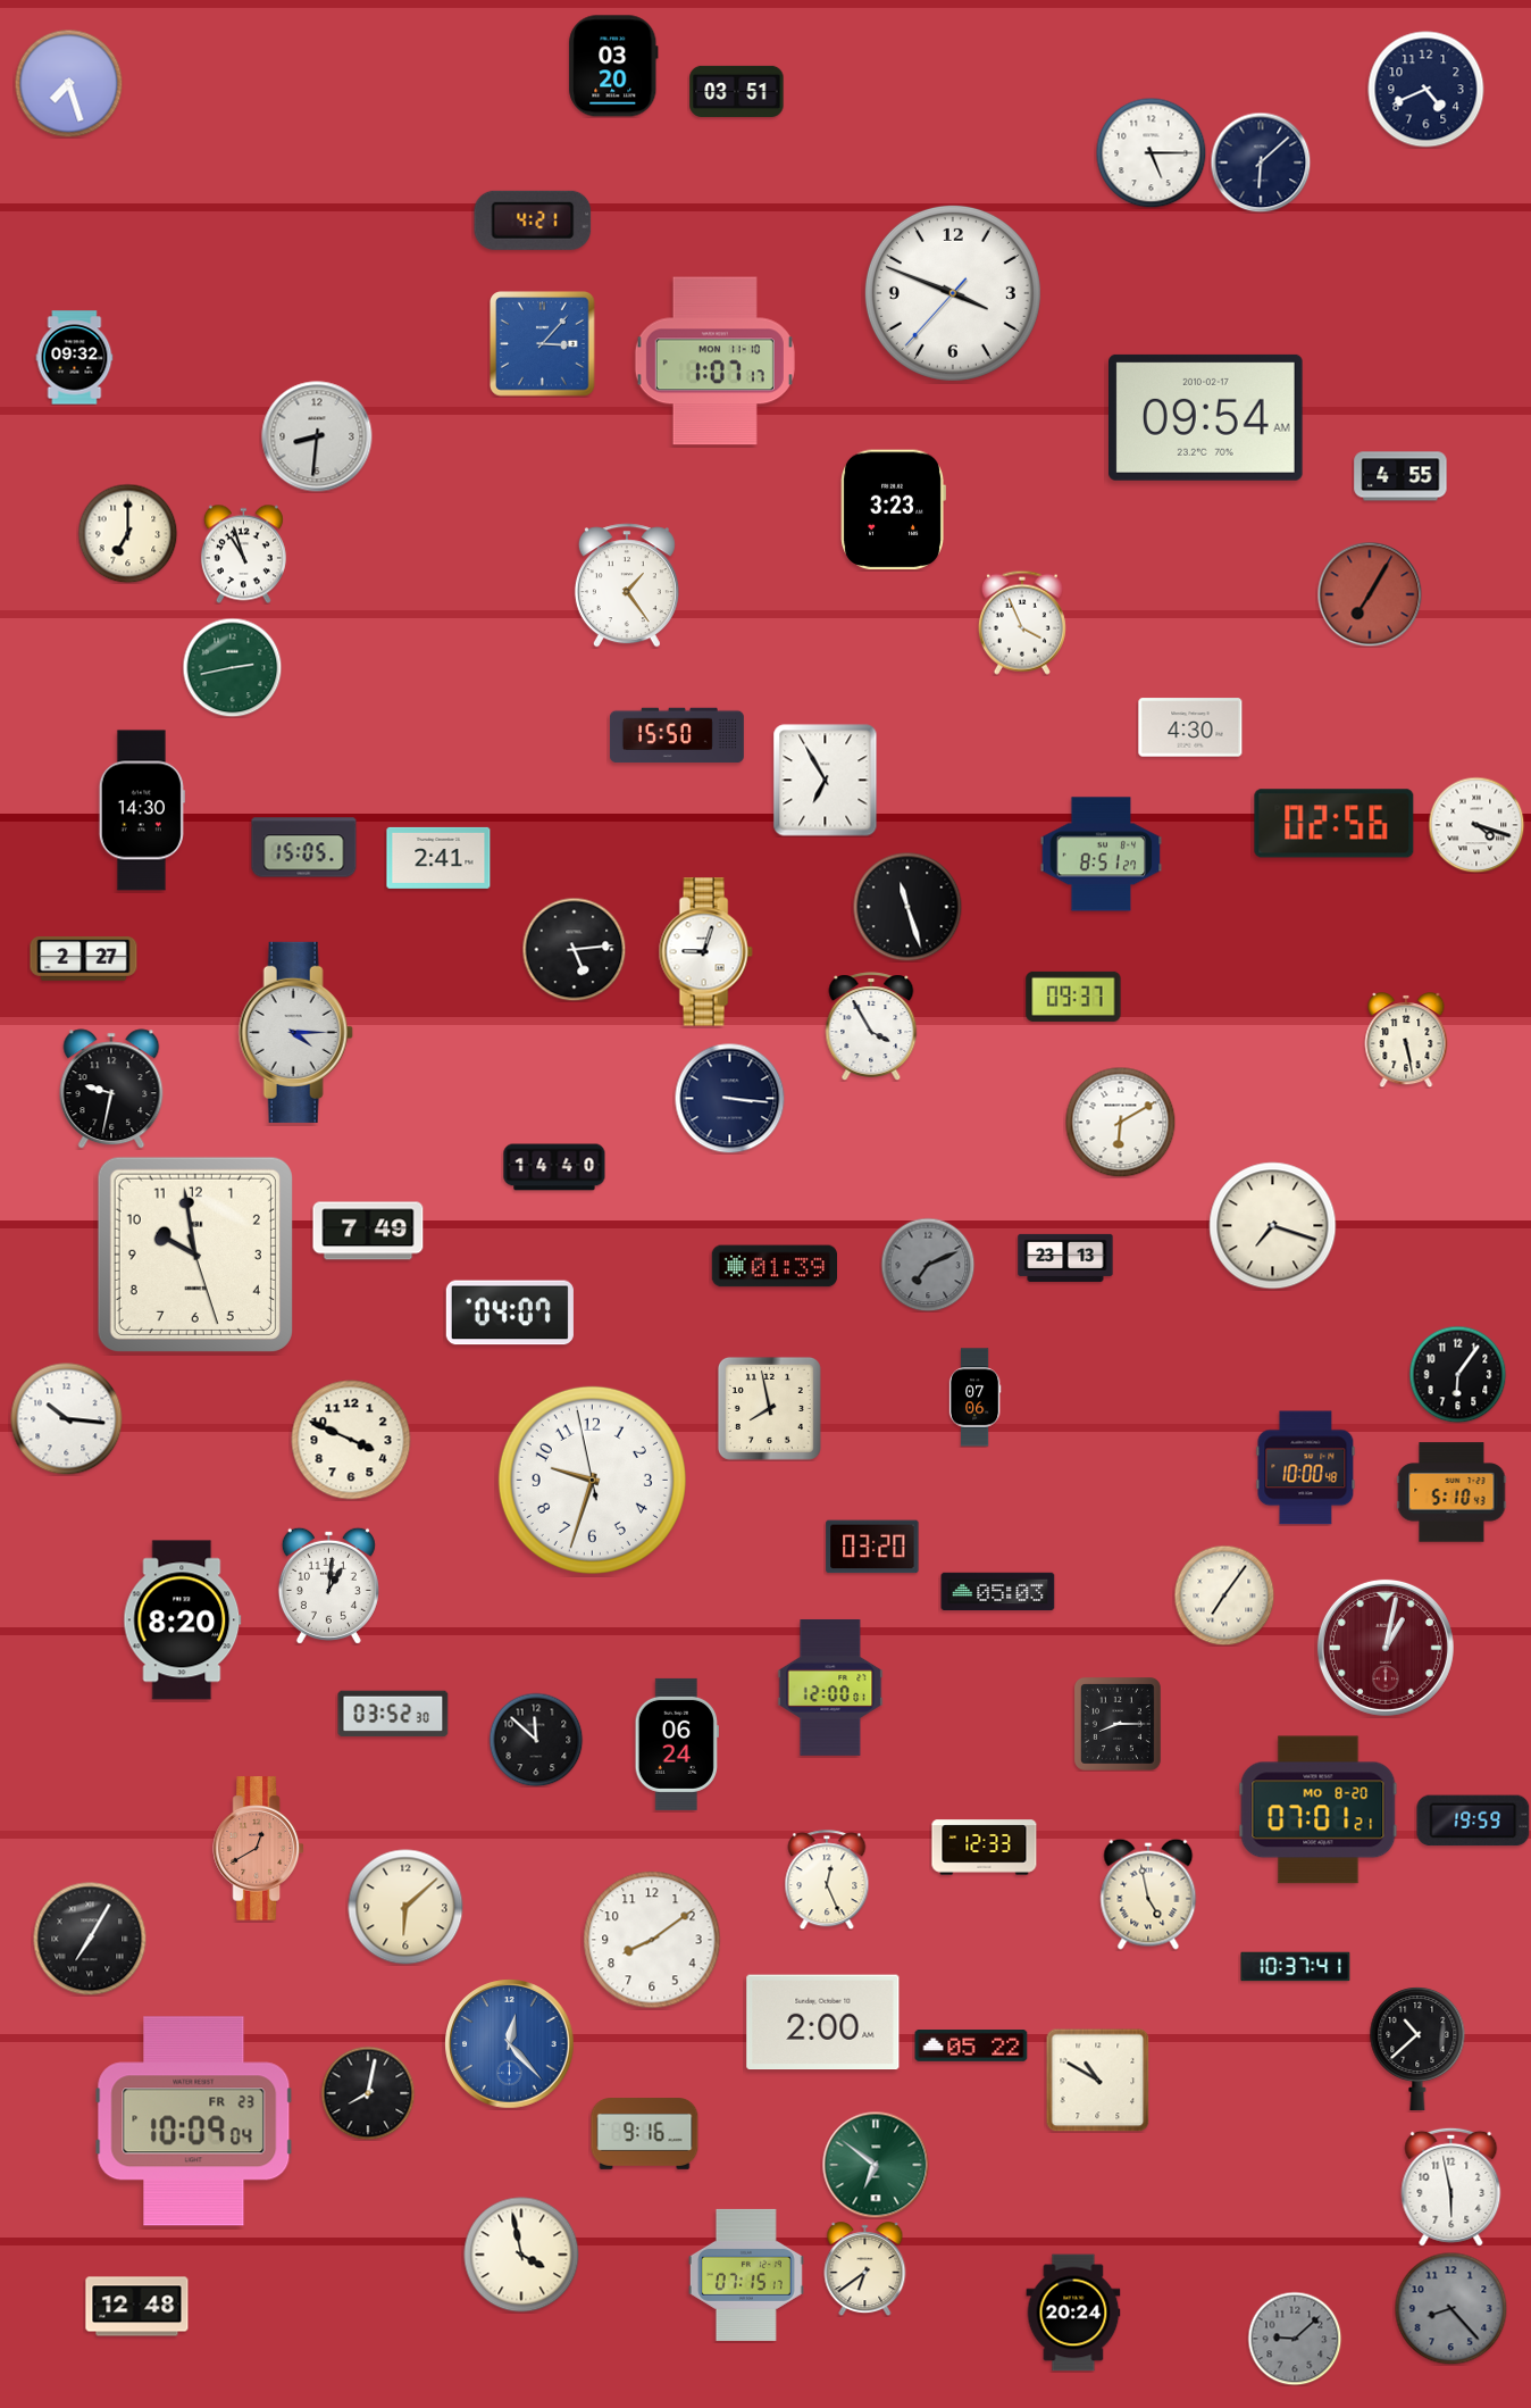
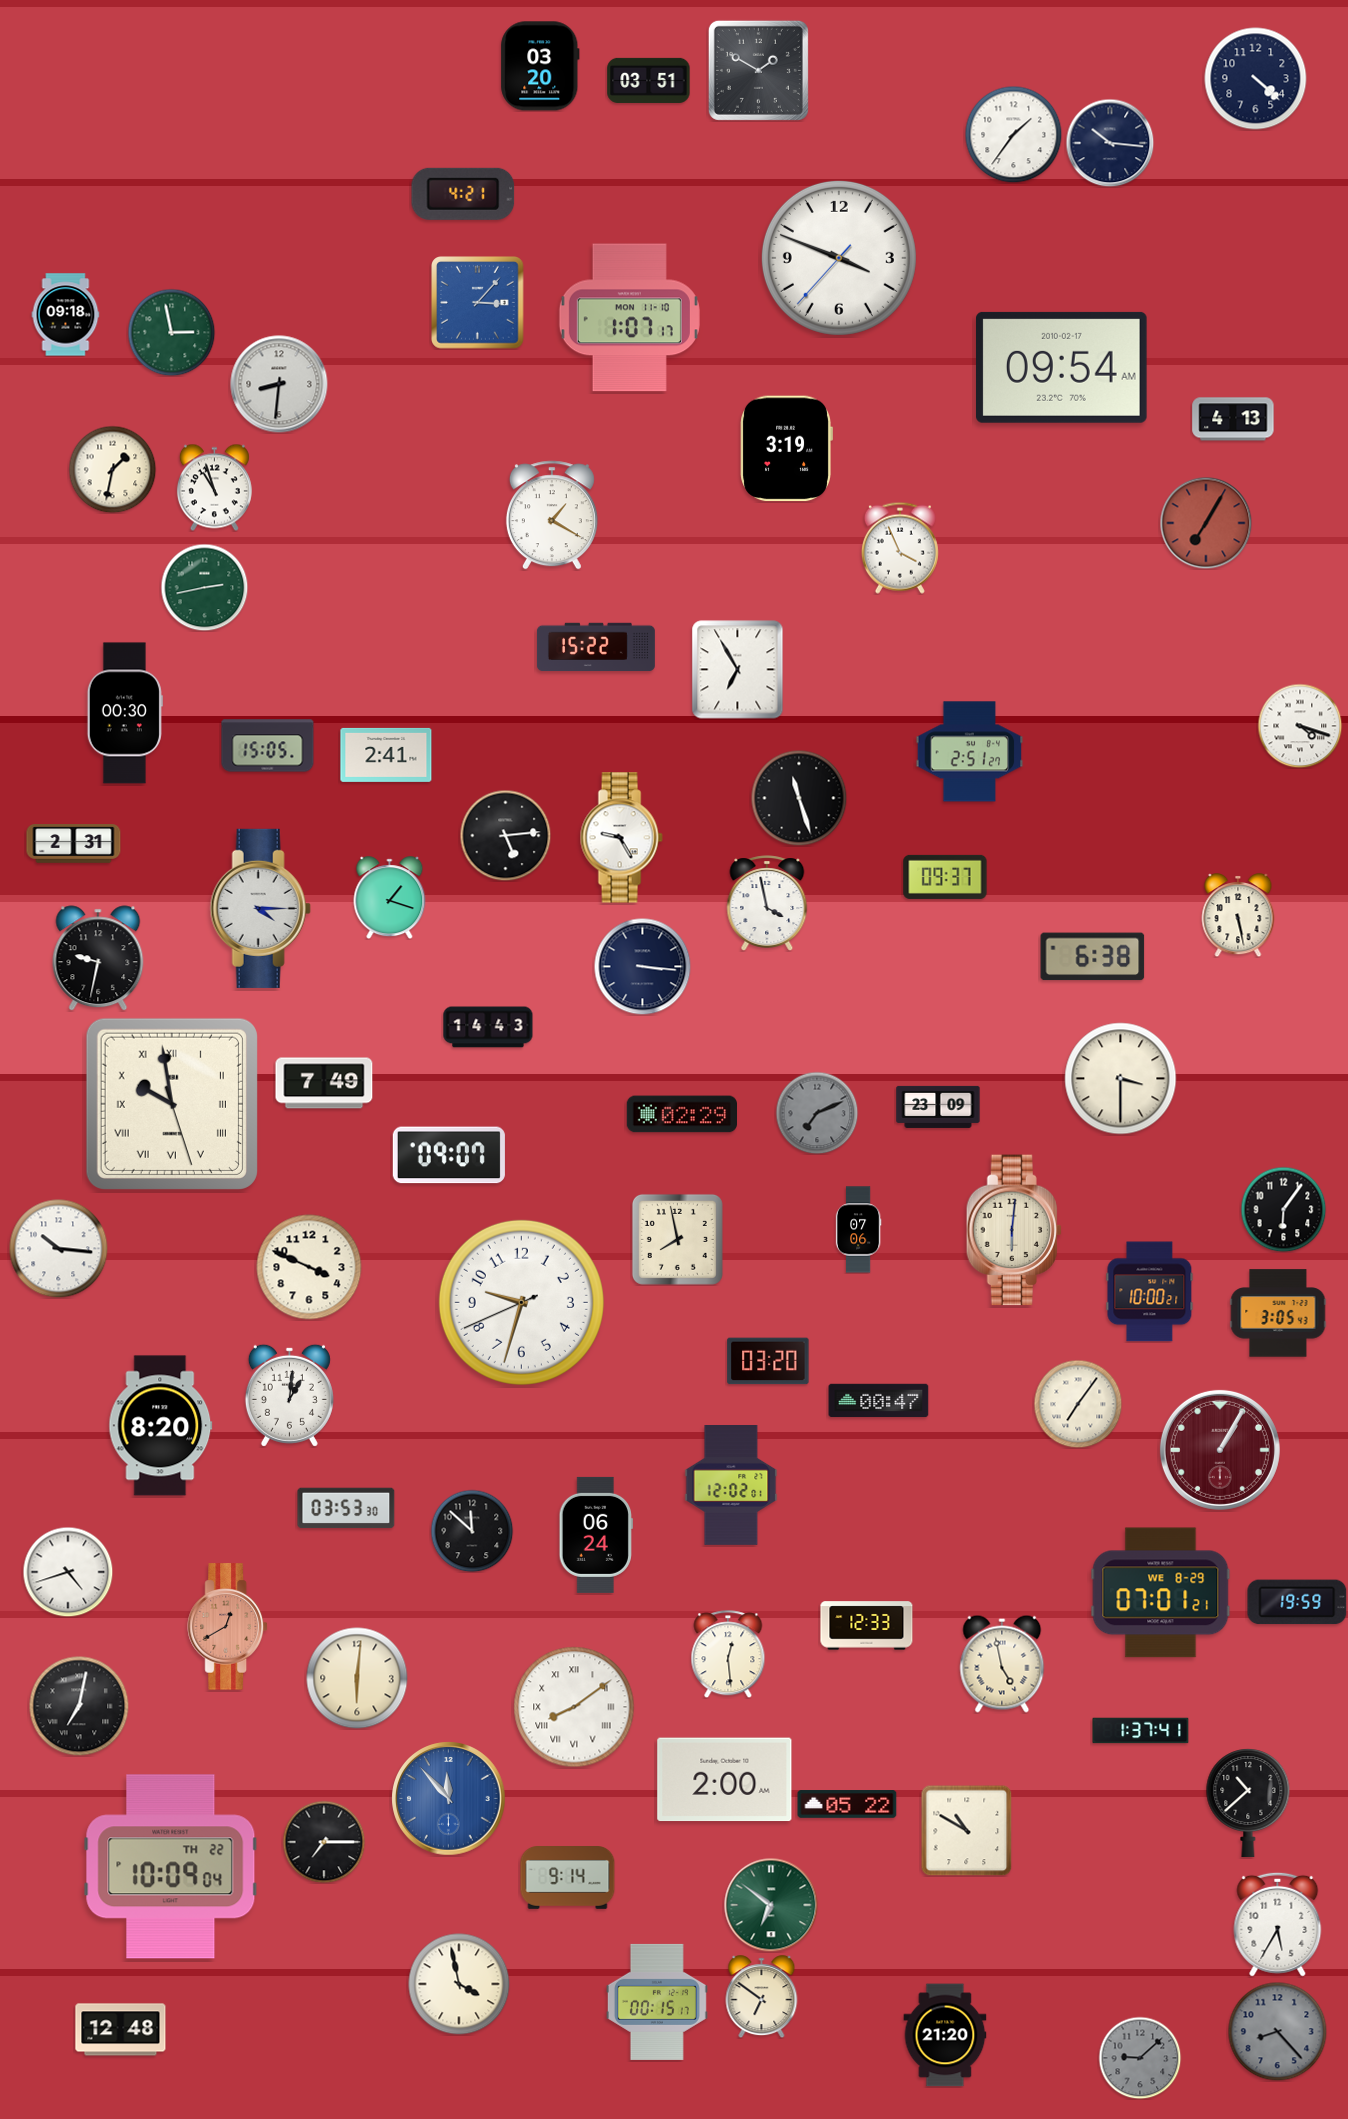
clock at (613, 66) position: (613, 66) -> (540, 66)
clock at (758, 70): none -> 1:50
clock at (68, 83): 7:27 -> none
clock at (1427, 90): 4:41 -> 4:22
clock at (1151, 152): 5:15 -> 1:36
clock at (1261, 163): 6:08 -> 10:16
clock at (533, 220) position: (533, 220) -> (463, 194)
clock at (75, 358): 09:32 -> 09:18
clock at (171, 332): none -> 2:58
clock at (1400, 476): 4:55 -> 4:13
clock at (893, 510): 3:23 -> 3:19
clock at (127, 533): 7:00 -> 1:32
clock at (627, 585): 1:24 -> 1:20
clock at (1190, 727): 4:30 -> none
clock at (677, 735): 15:50 -> 15:22
clock at (826, 781) position: (826, 781) -> (738, 670)
clock at (142, 810): 14:30 -> 00:30
clock at (1335, 824): 02:56 -> none
clock at (1102, 855): 8:51 -> 2:51
clock at (705, 952): 9:03 -> 9:25
clock at (84, 959): 2:27 -> 2:31
clock at (390, 898): none -> 1:18
clock at (871, 1026): 3:55 -> 3:58
clock at (1093, 957): none -> 6:38
clock at (1120, 1122): 6:10 -> none
clock at (554, 1167): 14:40 -> 14:43
clock at (1273, 1226): 7:18 -> 3:30
clock at (195, 1255) numerals: Arabic -> Roman
clock at (1065, 1258): 23:13 -> 23:09
clock at (773, 1266): 01:39 -> 02:29
clock at (510, 1313): 04:07 -> 09:07
clock at (1014, 1230): none -> 6:01
clock at (1306, 1468): 10:00:48 -> 10:00:21
clock at (592, 1480): 9:32:58 -> 9:32:41
clock at (1451, 1492): 5:10 -> 3:05
clock at (998, 1592): 05:03 -> 00:47
clock at (1386, 1648): 1:02 -> 1:05
clock at (830, 1689): 12:00 -> 12:02
clock at (393, 1714): 03:52 -> 03:53
clock at (1118, 1725): 8:15 -> none
clock at (68, 1572): none -> 4:42
clock at (1319, 1810) date: MO 8-20 -> WE 8-29
clock at (827, 1880): 12:26 -> 12:29
clock at (1148, 1894) position: (1148, 1894) -> (1002, 1664)
clock at (405, 1907): 6:08 -> 6:01
clock at (90, 1939): 7:05 -> 7:02
clock at (652, 1940) numerals: Arabic -> Roman
clock at (1296, 1967): 10:37 -> 1:37
clock at (510, 2044): 12:23 -> 11:53
clock at (971, 2045) position: (971, 2045) -> (847, 1804)
clock at (368, 2093): 8:02 -> 7:15
clock at (194, 2122) date: FR 23 -> TH 22
clock at (645, 2134): 9:16 -> 9:14
clock at (1451, 2186): 5:58 -> 5:35
clock at (865, 2269): 6:39 -> 6:51
clock at (746, 2275): 07:15 -> 00:15
clock at (1073, 2313): 20:24 -> 21:20
